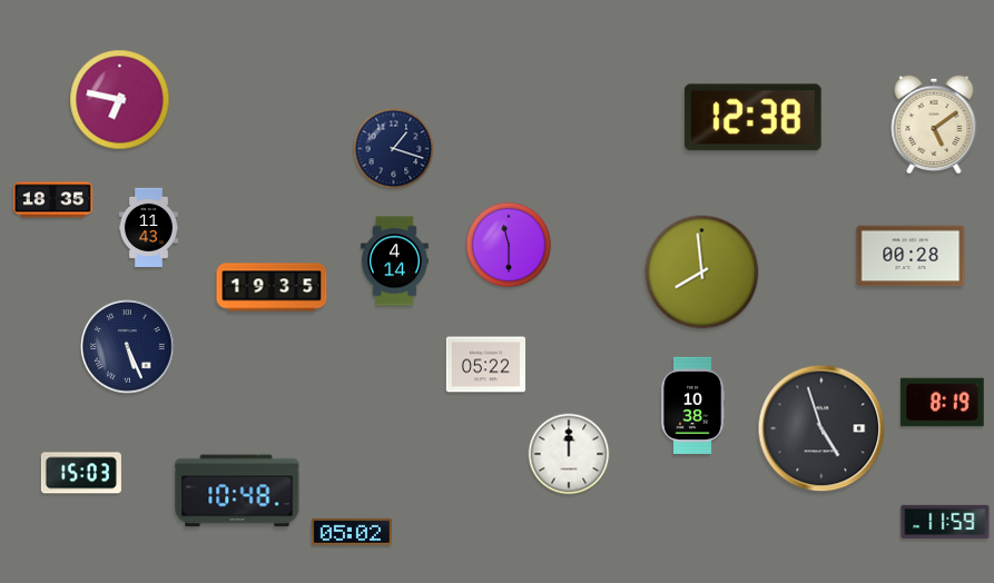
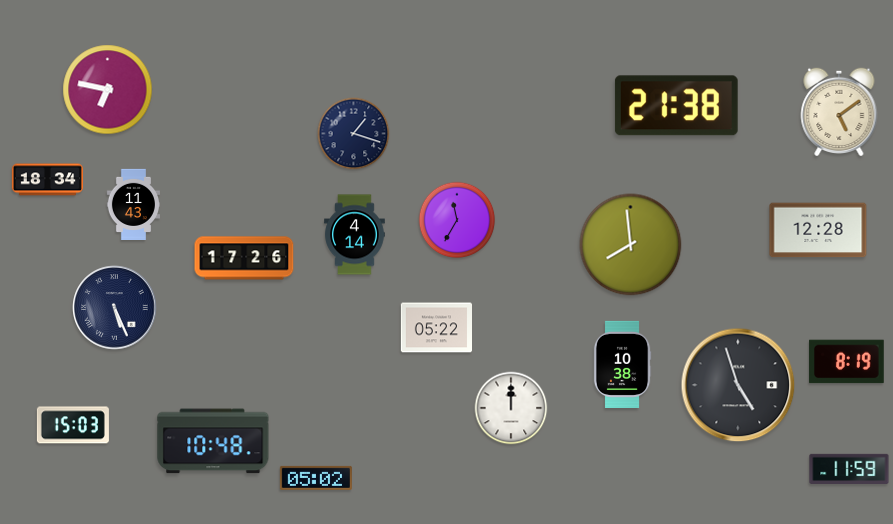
clock at (752, 118): 12:38 -> 21:38
clock at (52, 200): 18:35 -> 18:34
clock at (509, 245): 11:30 -> 11:35
clock at (911, 256): 00:28 -> 12:28
clock at (272, 287): 19:35 -> 17:26
clock at (128, 347) position: (128, 347) -> (115, 308)
